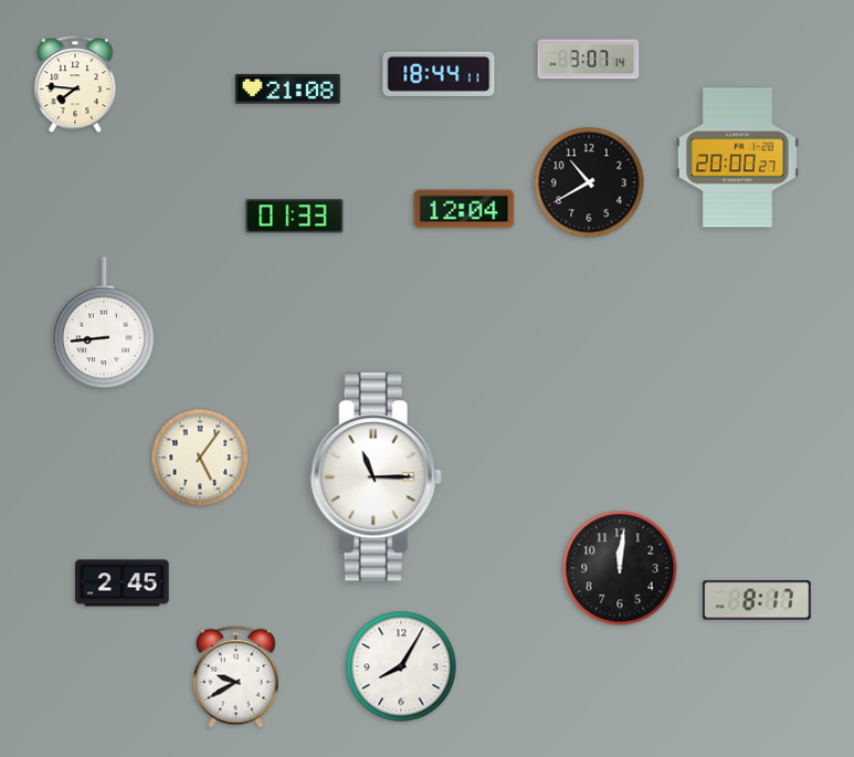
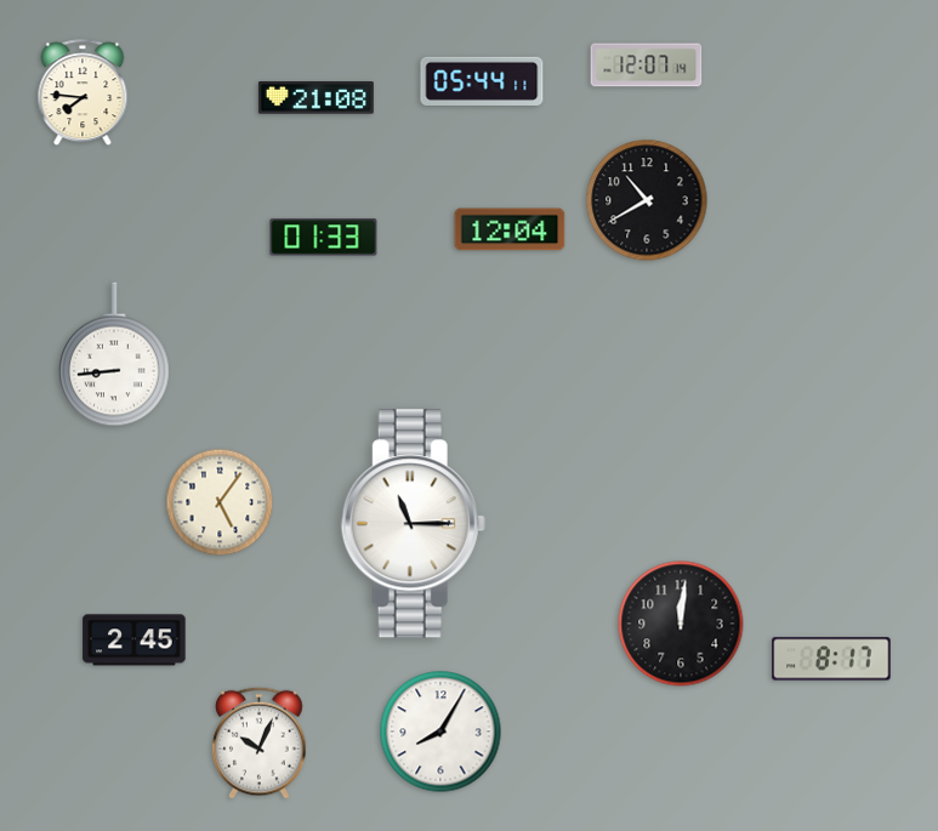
clock at (589, 60): 3:07 -> 12:07
clock at (439, 74): 18:44 -> 05:44
clock at (737, 158): 20:00 -> none
clock at (236, 676): 9:40 -> 10:04
